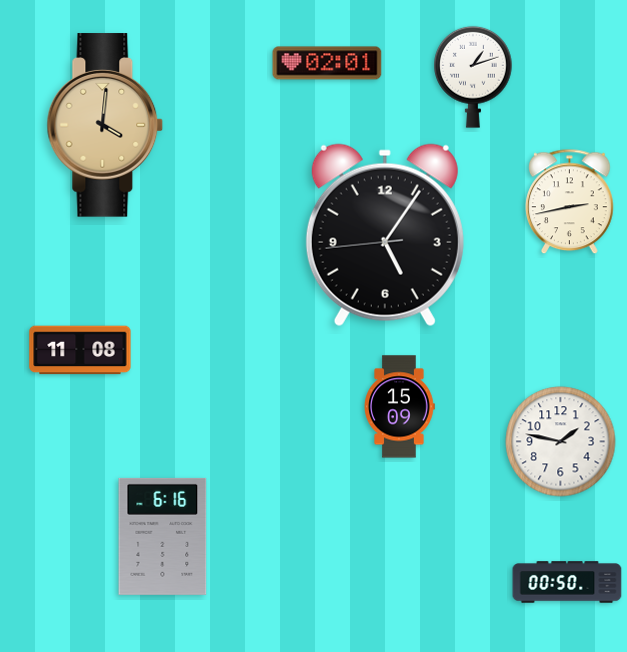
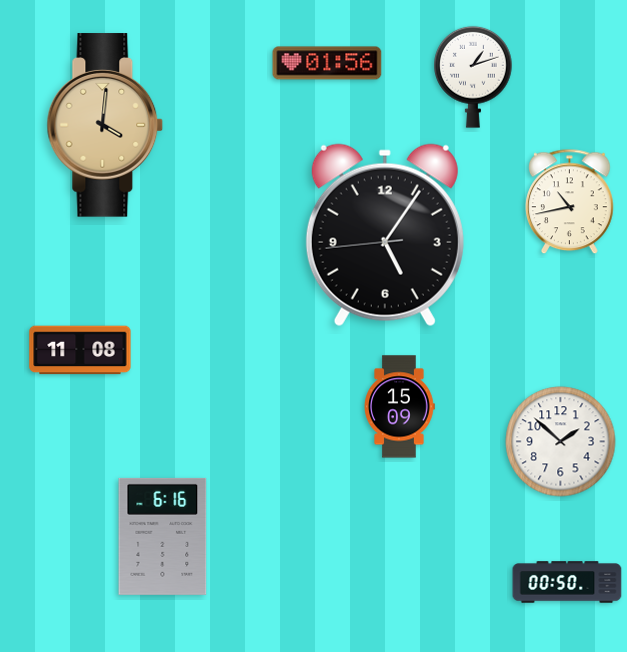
clock at (327, 63): 02:01 -> 01:56
clock at (570, 202): 2:43 -> 10:43
clock at (561, 442): 1:47 -> 1:52
